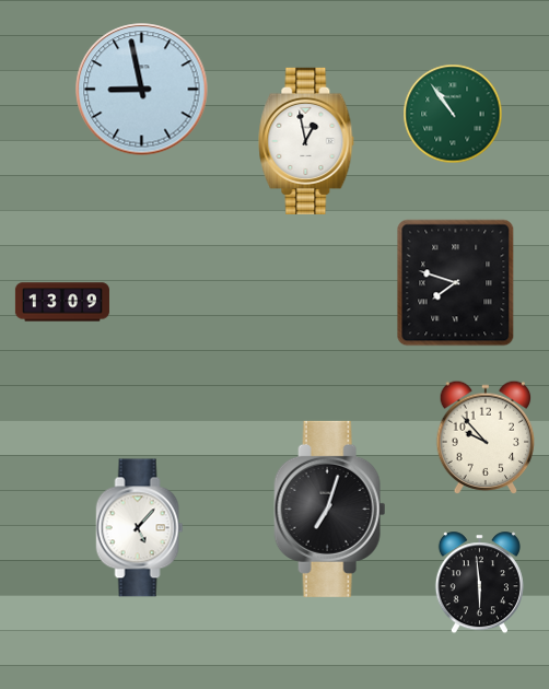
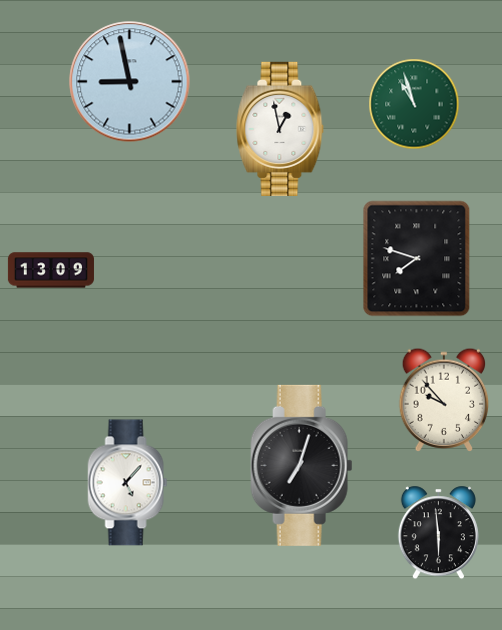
clock at (453, 114): 10:54 -> 10:57
clock at (62, 302) position: (62, 302) -> (51, 270)
